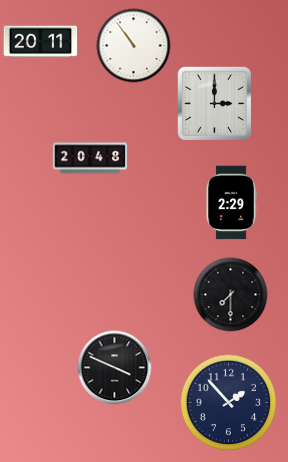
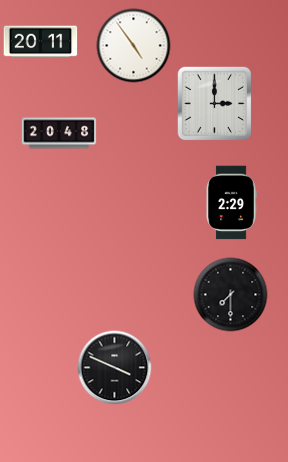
clock at (134, 46): 10:54 -> 4:54
clock at (90, 158) position: (90, 158) -> (59, 133)
clock at (229, 403): 1:53 -> none
